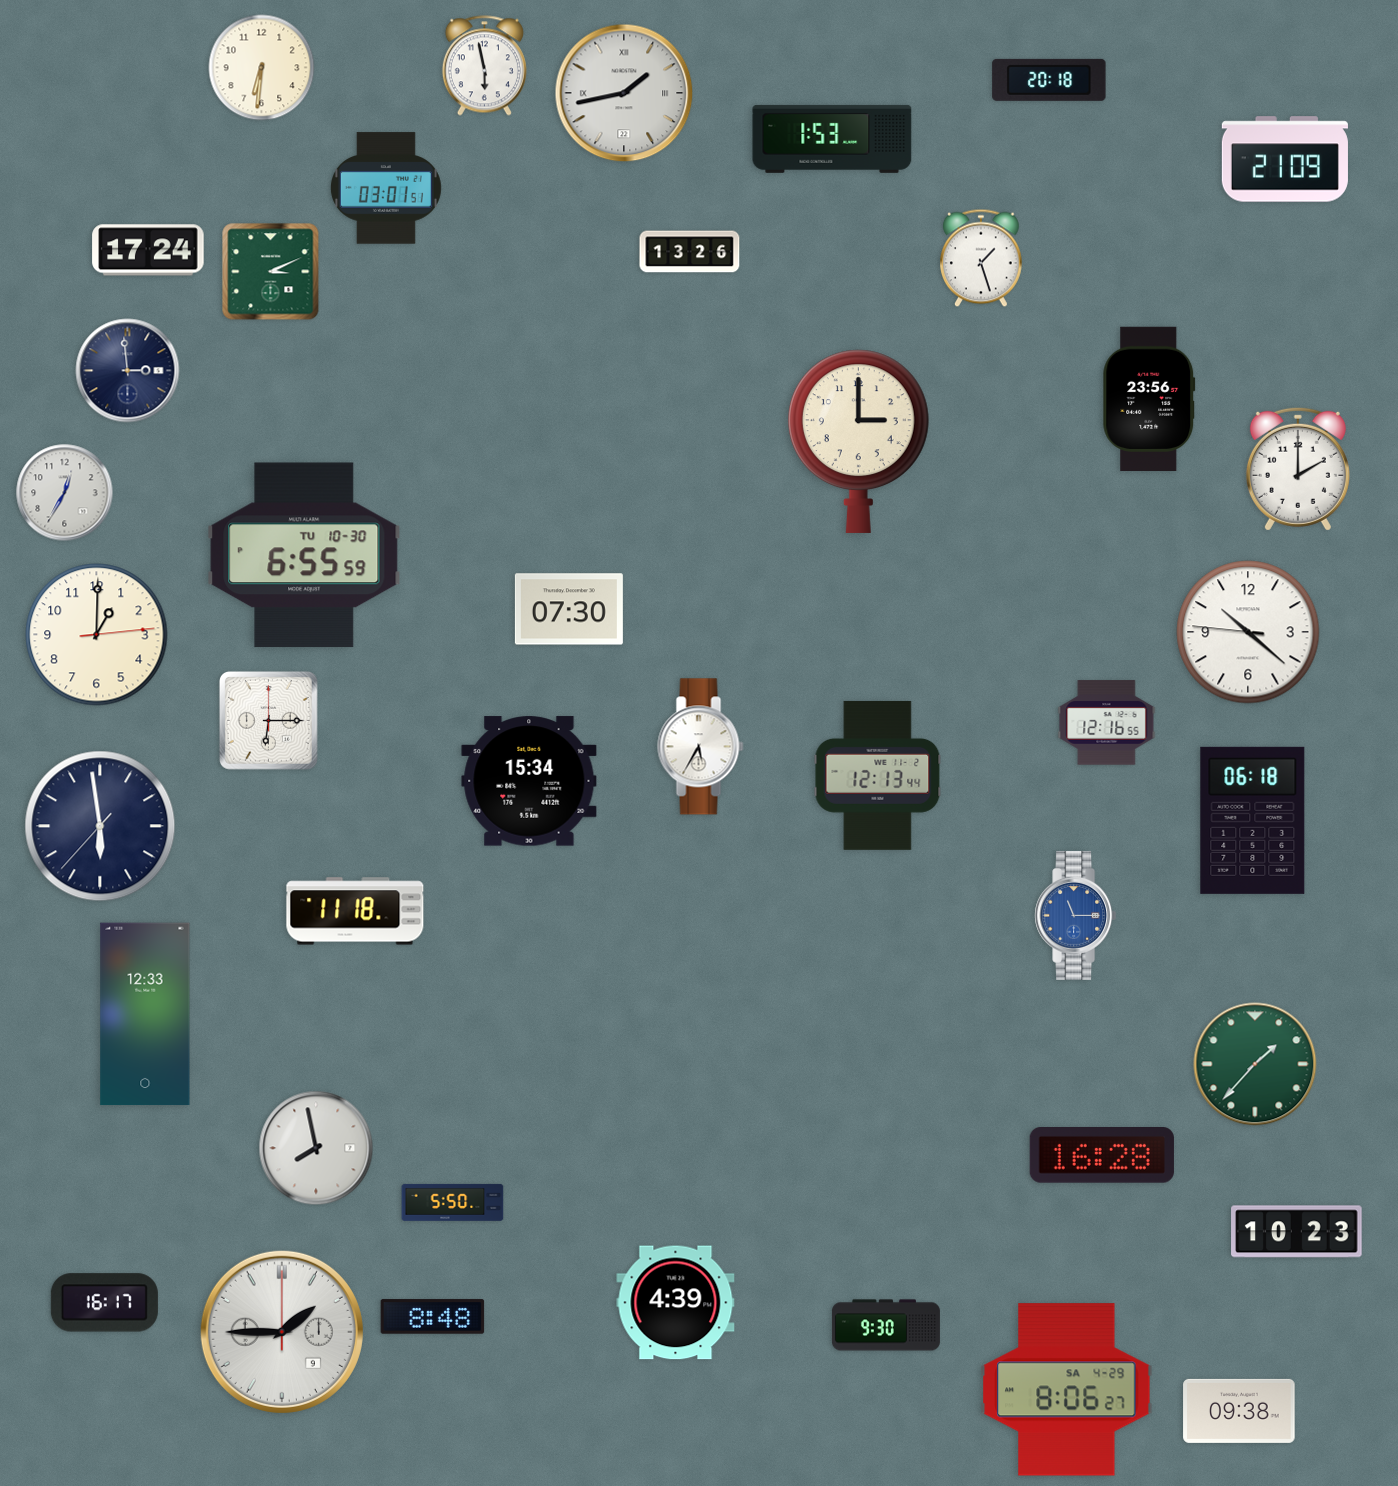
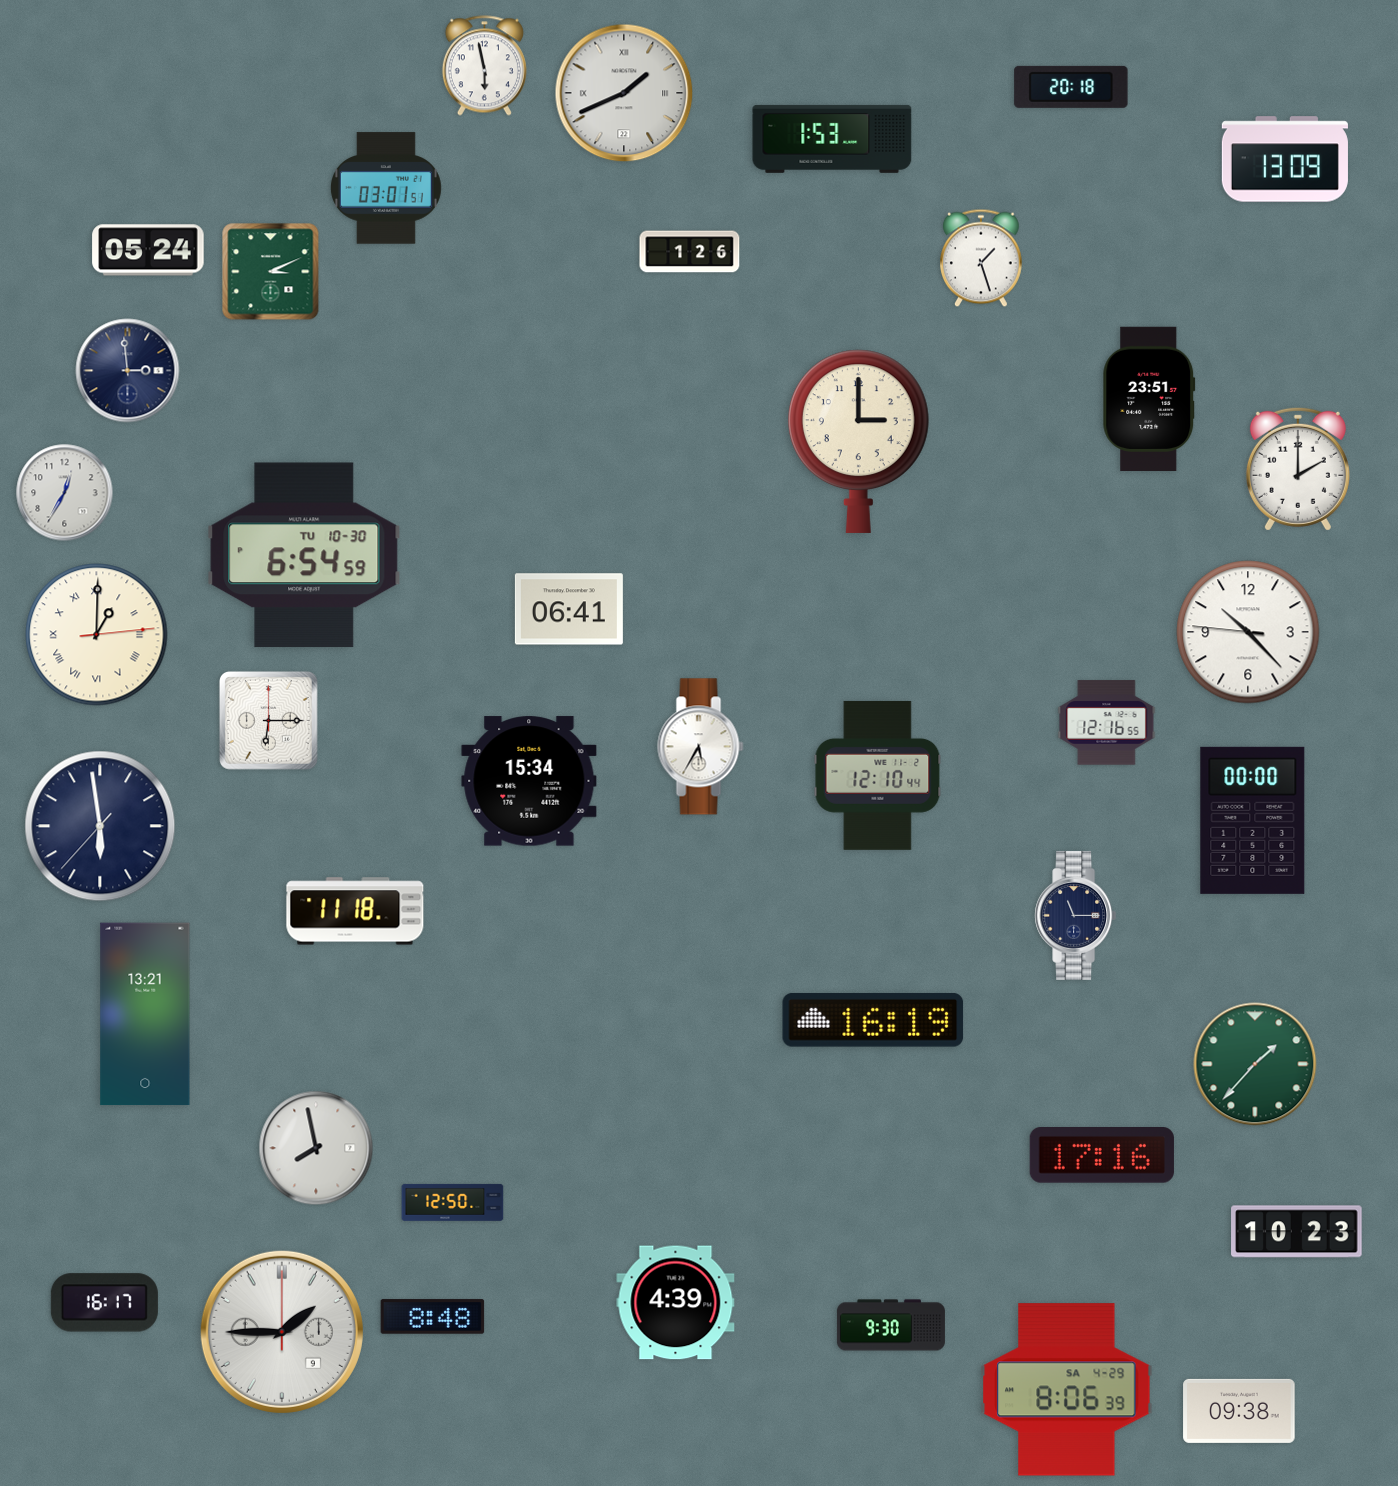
clock at (262, 68): 6:31 -> none
clock at (1049, 80) position: (1049, 80) -> (1071, 87)
clock at (624, 93): 1:43 -> 1:41
clock at (1285, 159): 21:09 -> 13:09
clock at (148, 250): 17:24 -> 05:24
clock at (690, 252): 13:26 -> 1:26
clock at (1149, 398): 23:56 -> 23:51
clock at (304, 555): 6:55 -> 6:54
clock at (569, 609): 07:30 -> 06:41
clock at (1248, 632): 10:21 -> 10:22
clock at (97, 635) numerals: Arabic -> Roman
clock at (878, 775): 12:13 -> 12:10
clock at (1253, 820): 06:18 -> 00:00
clock at (1076, 915) dial: blue -> navy
clock at (145, 1014): 12:33 -> 13:21
clock at (873, 1020): none -> 16:19
clock at (1102, 1156): 16:28 -> 17:16
clock at (453, 1202): 5:50 -> 12:50
clock at (886, 1325) position: (886, 1325) -> (891, 1325)
clock at (1067, 1390): 8:06:27 -> 8:06:39
